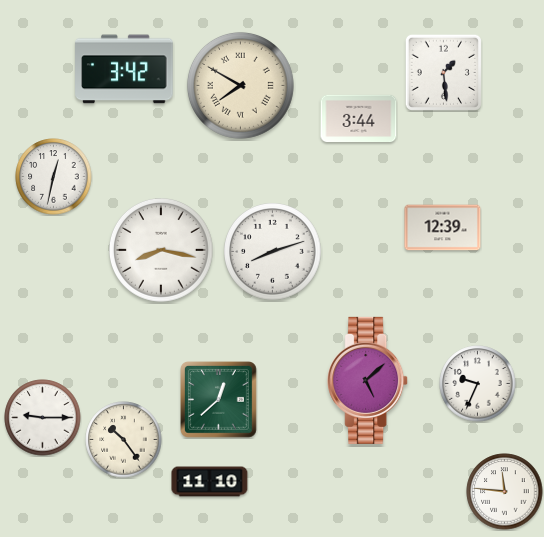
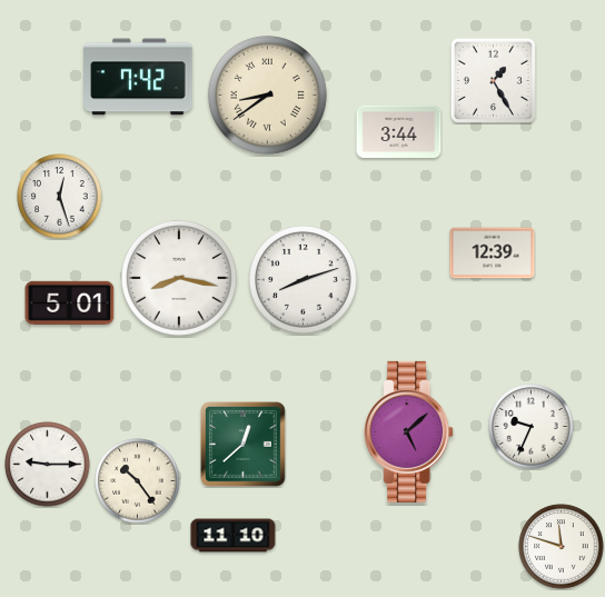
clock at (124, 69): 3:42 -> 7:42
clock at (443, 72): 1:29 -> 1:25
clock at (240, 85): 7:50 -> 8:39
clock at (54, 177): 12:32 -> 12:27
clock at (70, 302): none -> 5:01
clock at (368, 380) position: (368, 380) -> (409, 431)
clock at (124, 440) position: (124, 440) -> (138, 481)
clock at (505, 492): 11:46 -> 11:48
